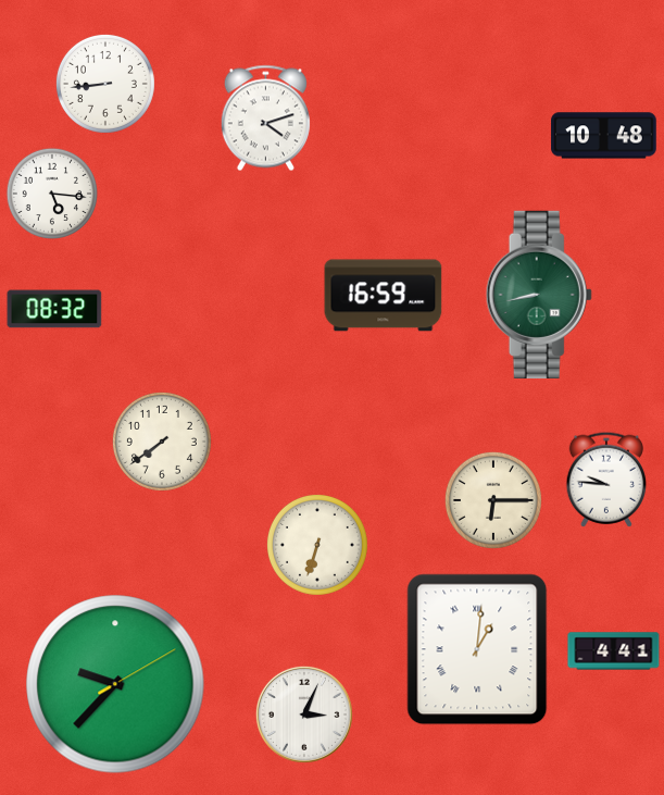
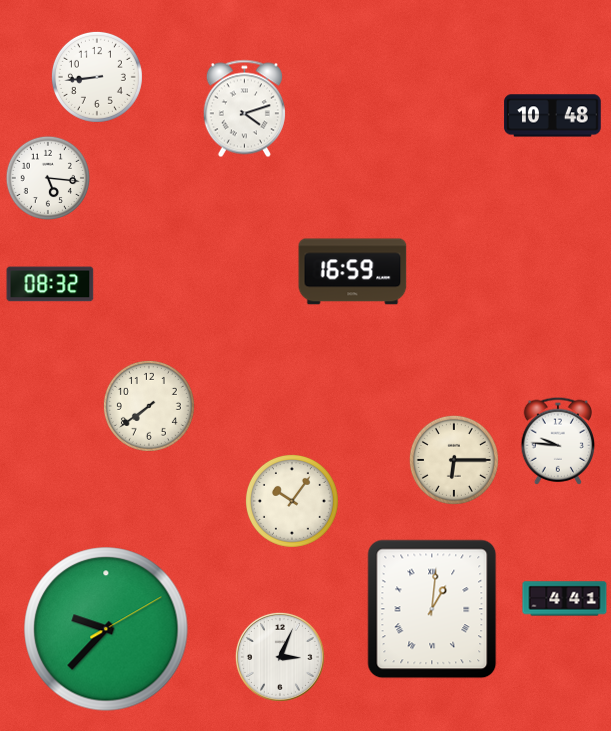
clock at (604, 136) position: (604, 136) -> (553, 116)
clock at (539, 295): 8:43 -> none
clock at (317, 545): 6:33 -> 10:06
clock at (477, 649) position: (477, 649) -> (432, 609)
